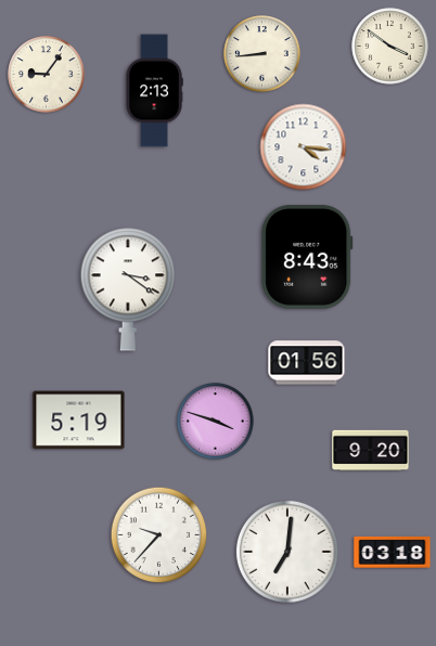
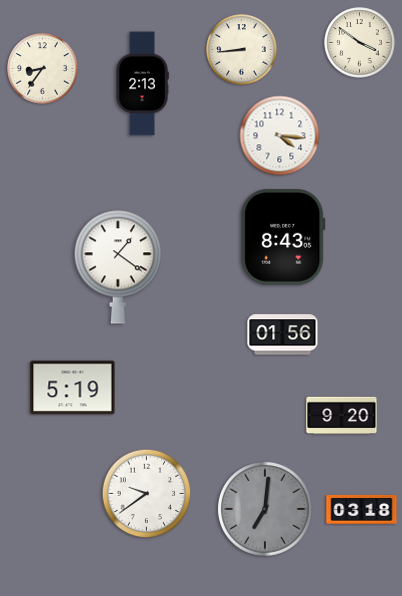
clock at (47, 75): 9:06 -> 8:36
clock at (128, 289): 3:21 -> 1:21
clock at (216, 422): 3:48 -> none
clock at (159, 535): 9:37 -> 9:39
clock at (287, 552) dial: white -> grey
